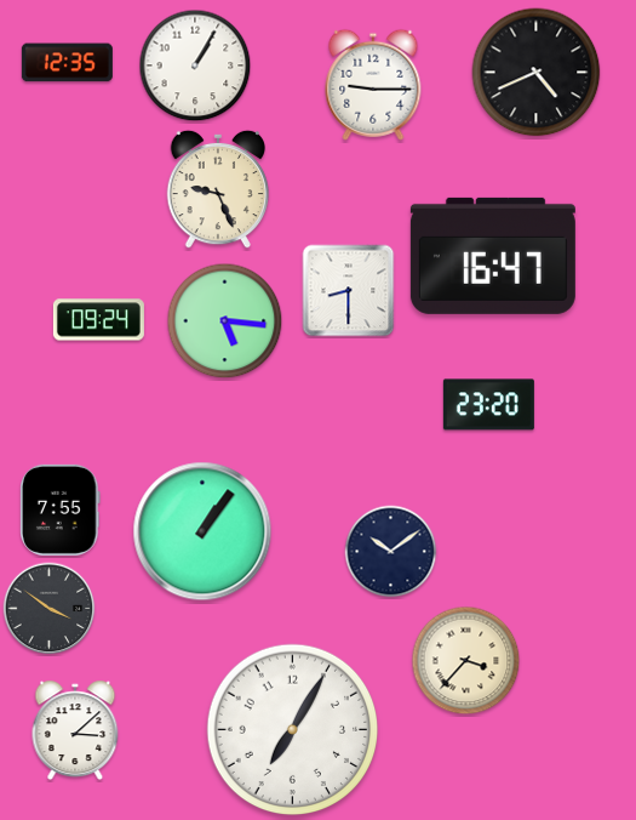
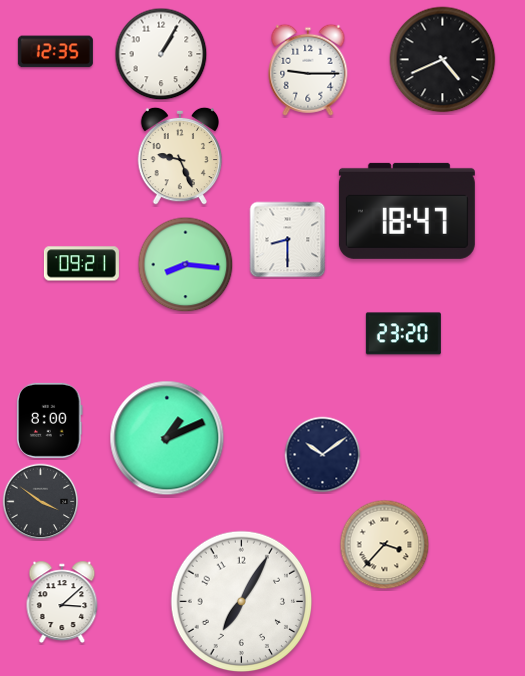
clock at (493, 256): 16:47 -> 18:47
clock at (98, 320): 09:24 -> 09:21
clock at (225, 321): 5:16 -> 8:16
clock at (61, 509): 7:55 -> 8:00
clock at (202, 531): 1:06 -> 1:11
